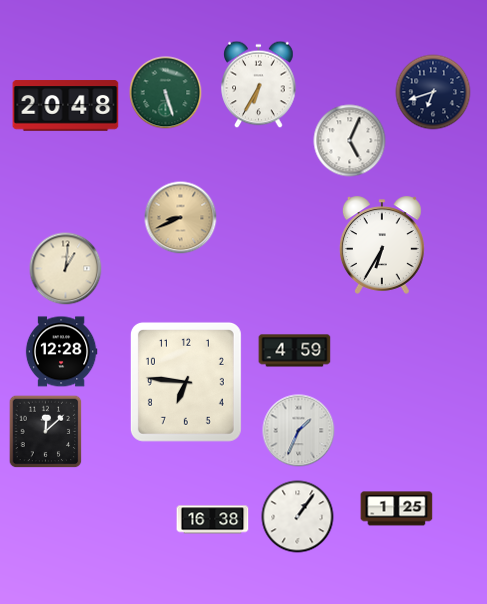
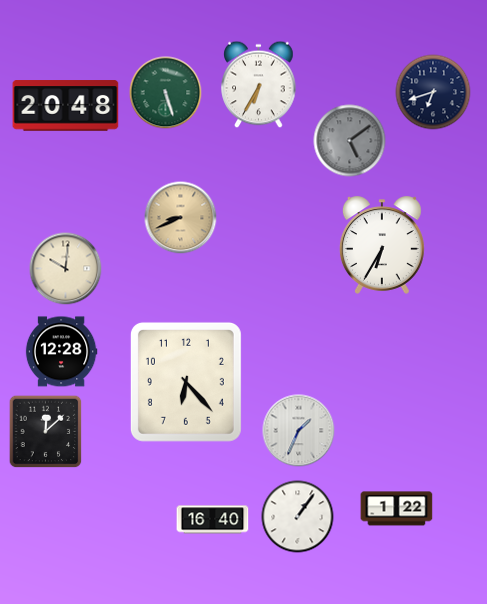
clock at (350, 141): 5:04 -> 5:09
clock at (350, 141) dial: white -> grey
clock at (66, 269): 1:01 -> 10:01
clock at (295, 351): 4:59 -> none
clock at (186, 382): 6:46 -> 6:23
clock at (397, 509): 1:25 -> 1:22
clock at (213, 520): 16:38 -> 16:40
